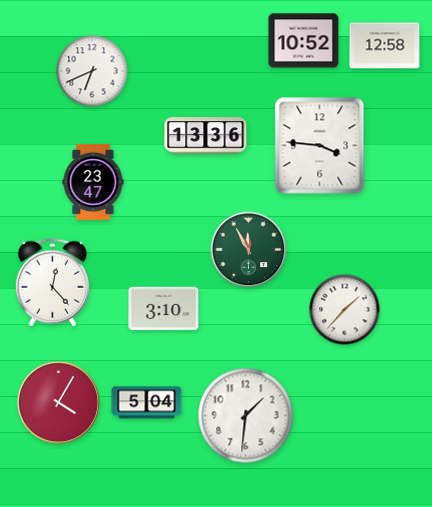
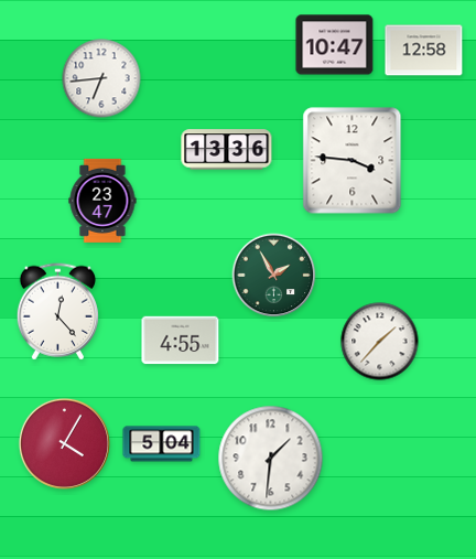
clock at (304, 41): 10:52 -> 10:47
clock at (92, 71): 6:41 -> 6:44
clock at (249, 250): 11:55 -> 1:55
clock at (164, 309): 3:10 -> 4:55
